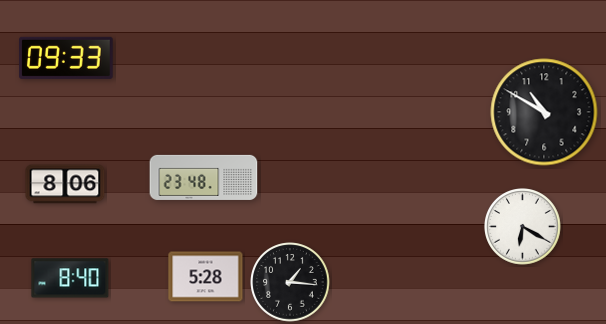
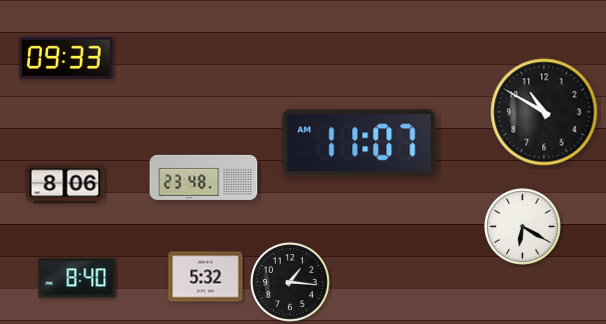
clock at (359, 143): none -> 11:07
clock at (206, 277): 5:28 -> 5:32
clock at (70, 278) position: (70, 278) -> (77, 278)
